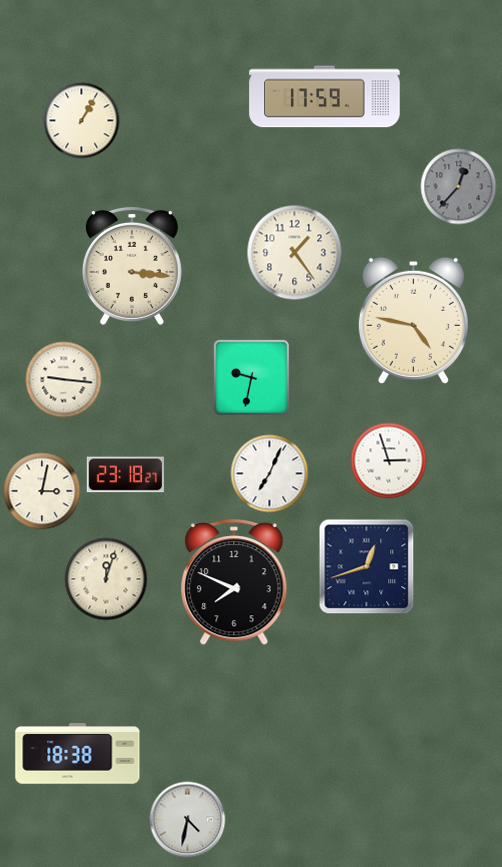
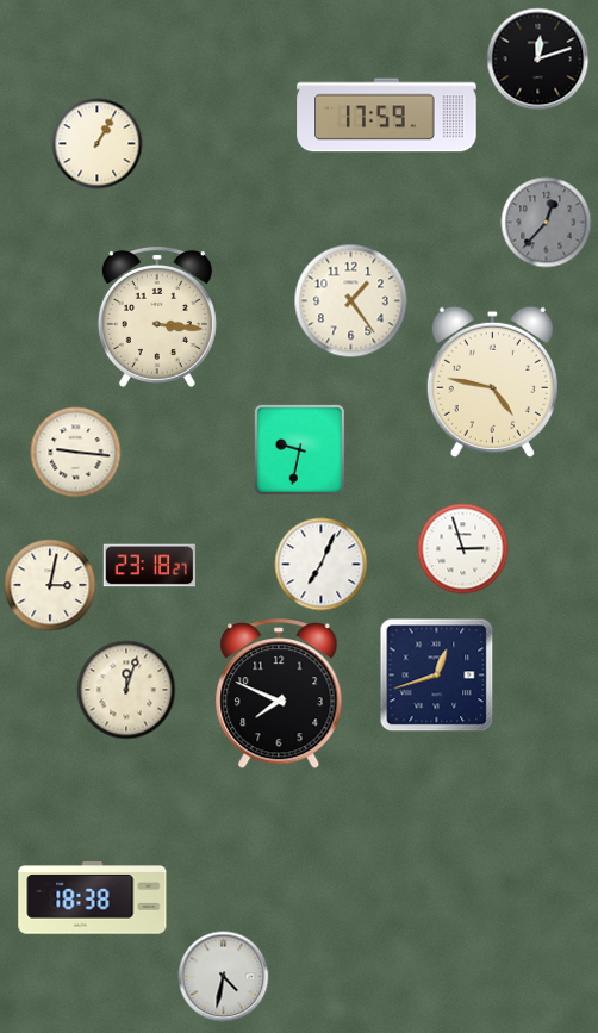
clock at (538, 60): none -> 12:12
